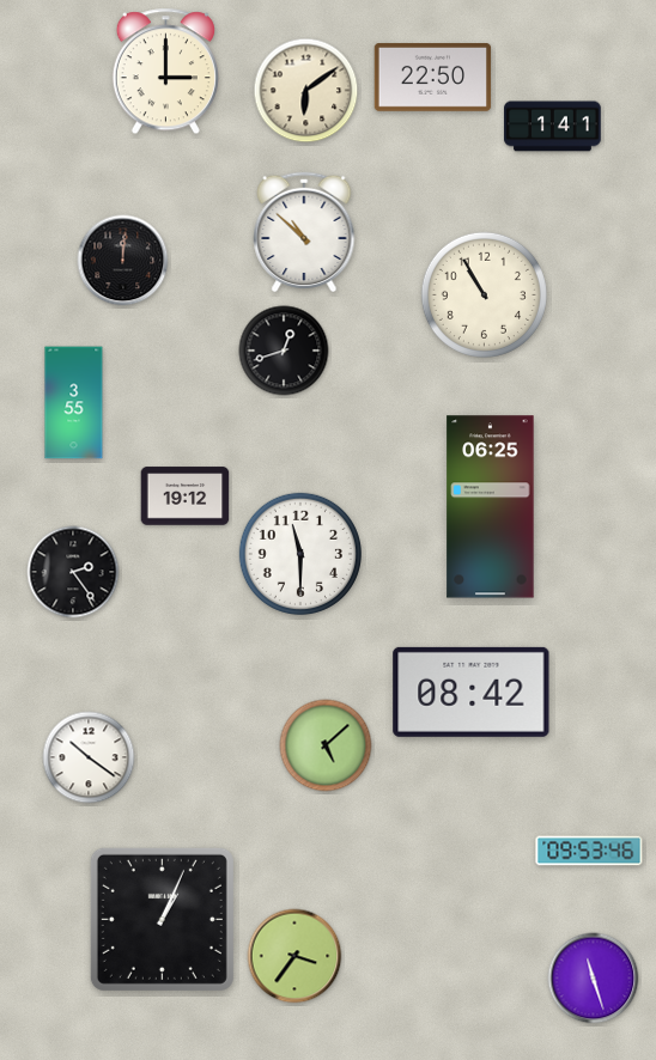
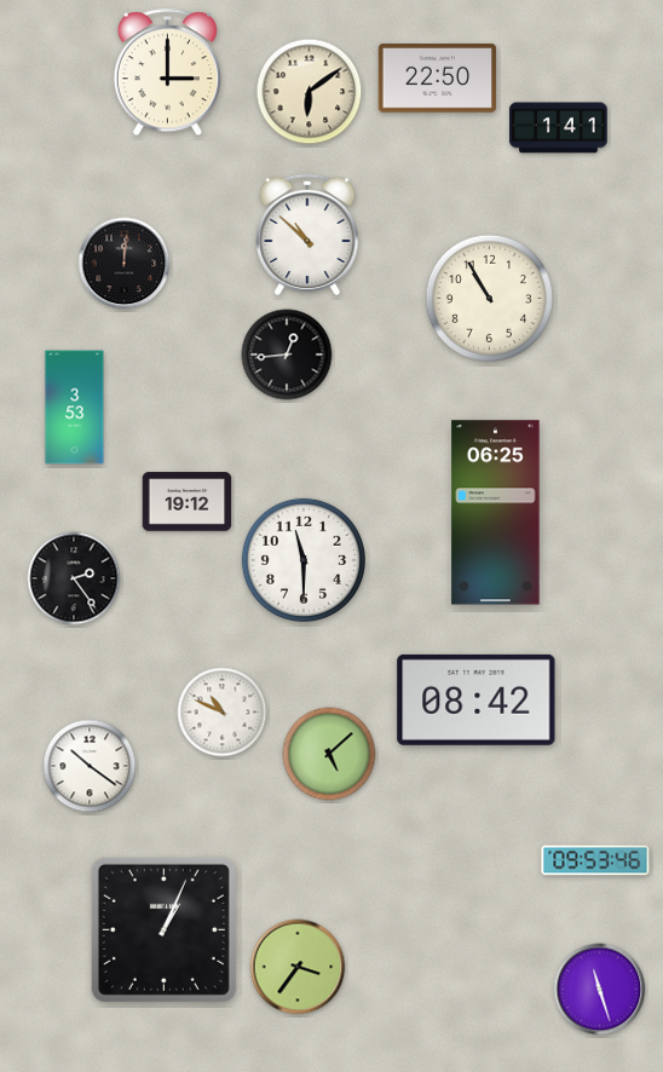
clock at (284, 351): 12:42 -> 12:44
clock at (74, 403): 3:55 -> 3:53
clock at (223, 713): none -> 10:49
